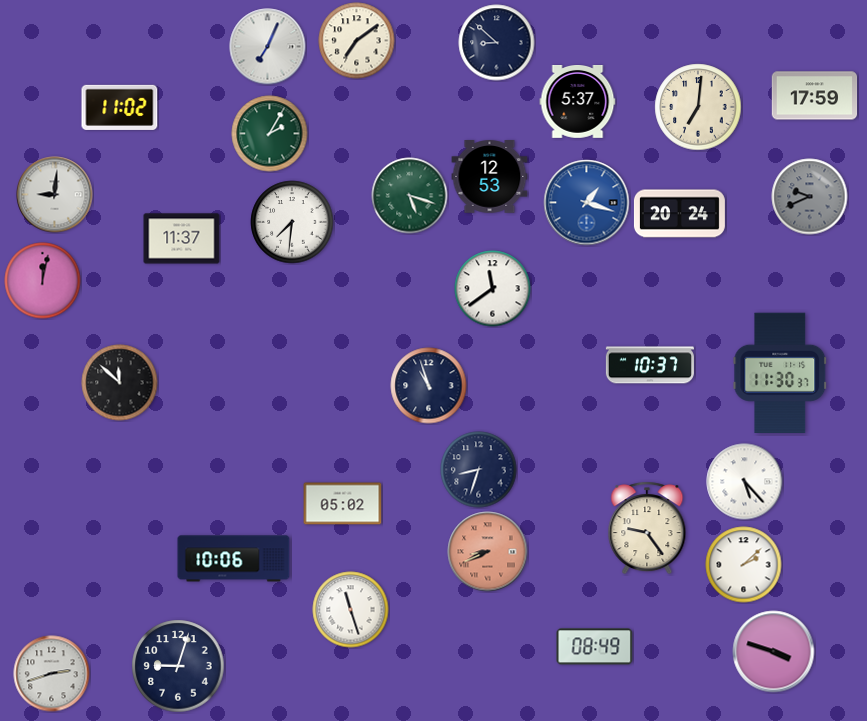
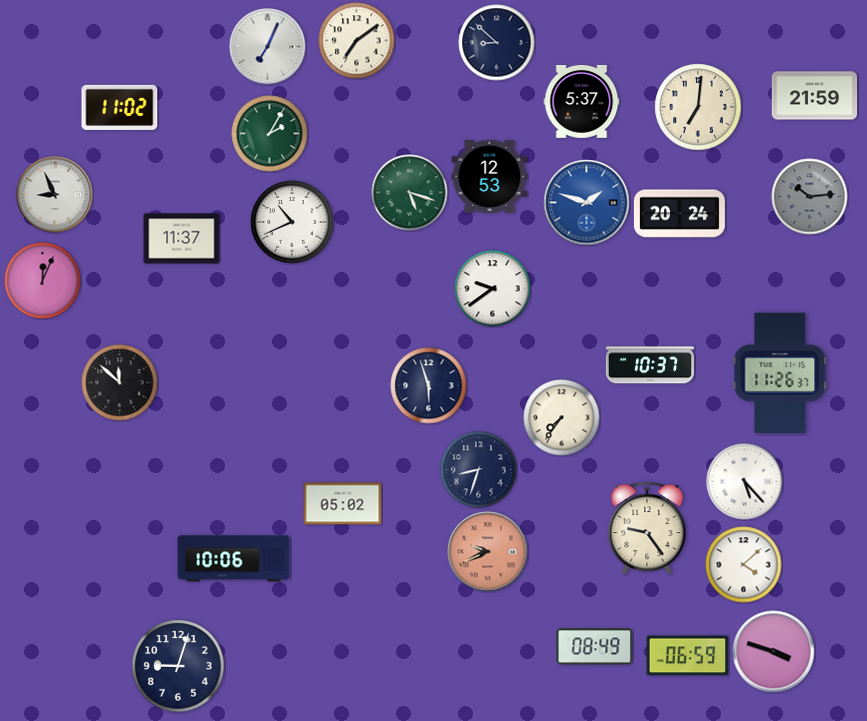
clock at (815, 96): 17:59 -> 21:59
clock at (578, 102) position: (578, 102) -> (582, 102)
clock at (55, 195): 9:01 -> 8:56
clock at (410, 196) position: (410, 196) -> (410, 193)
clock at (810, 197): 9:41 -> 10:14
clock at (587, 203): 1:18 -> 1:48
clock at (292, 222): 7:31 -> 10:41
clock at (43, 281): 12:02 -> 12:04
clock at (493, 289): 11:39 -> 9:39
clock at (780, 373): 11:30 -> 11:26
clock at (429, 386): 10:57 -> 5:57
clock at (562, 418): none -> 7:36
clock at (488, 552): 8:41 -> 9:41
clock at (744, 565): 2:08 -> 4:08
clock at (351, 610): 11:27 -> none
clock at (688, 656): none -> 06:59
clock at (52, 674): 2:42 -> none
